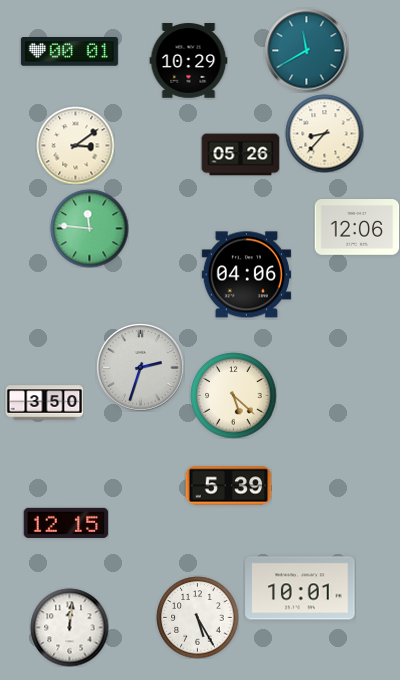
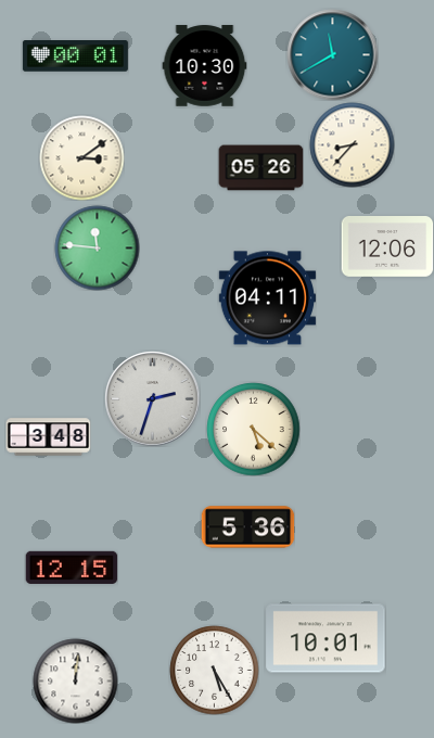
clock at (188, 61): 10:29 -> 10:30
clock at (246, 275): 04:06 -> 04:11
clock at (44, 403): 3:50 -> 3:48
clock at (228, 486): 5:39 -> 5:36
